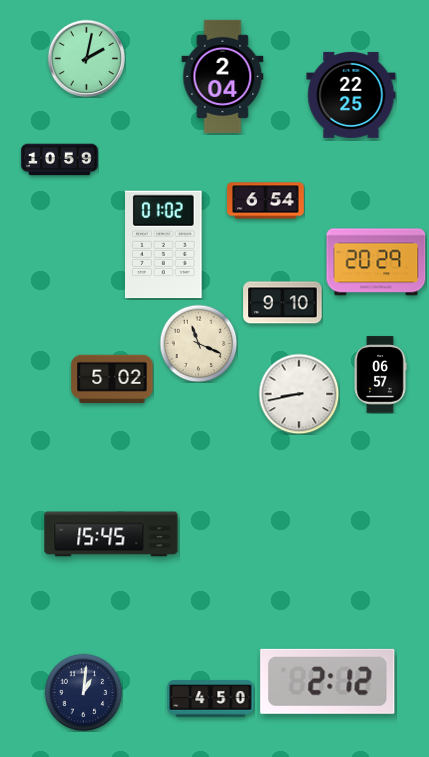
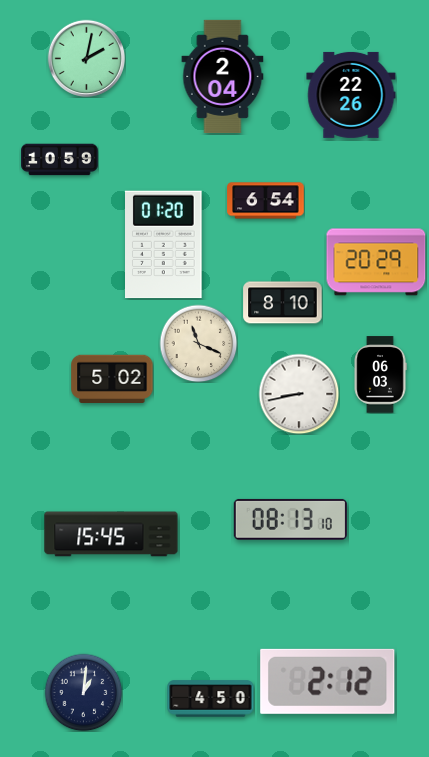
clock at (351, 95): 22:25 -> 22:26
clock at (164, 245): 01:02 -> 01:20
clock at (283, 303): 9:10 -> 8:10
clock at (380, 375): 06:57 -> 06:03
clock at (290, 519): none -> 08:13
